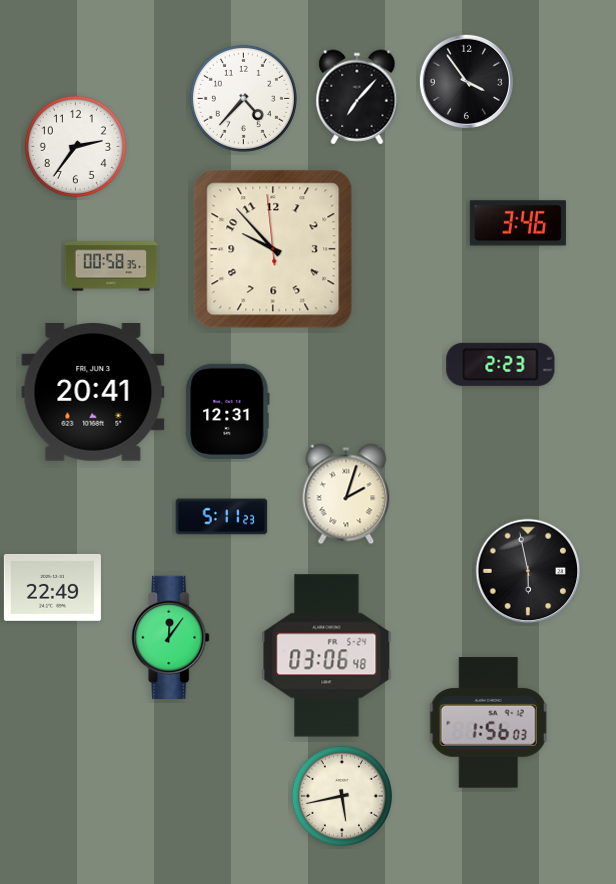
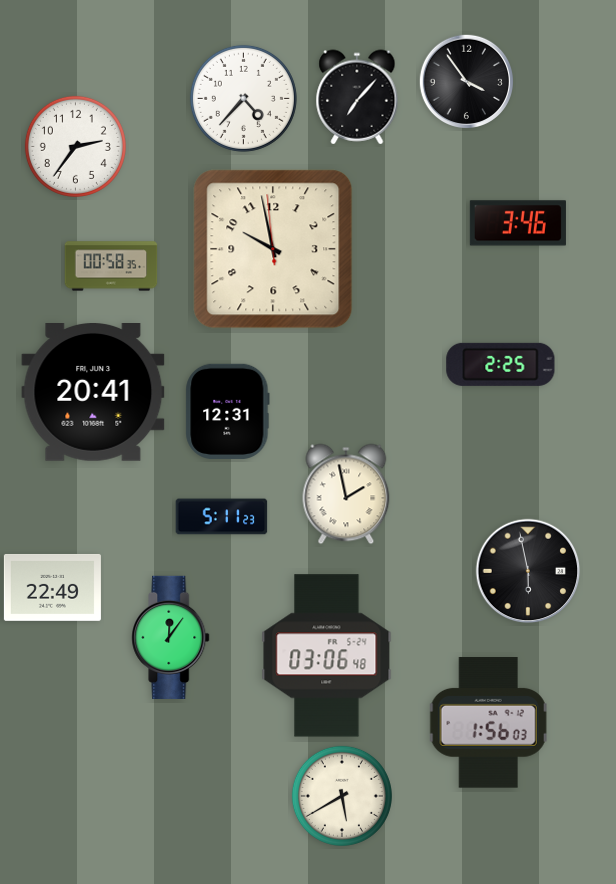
clock at (273, 249): 9:52 -> 9:57
clock at (501, 364): 2:23 -> 2:25
clock at (346, 494): 2:03 -> 1:58
clock at (342, 796): 5:43 -> 5:40
